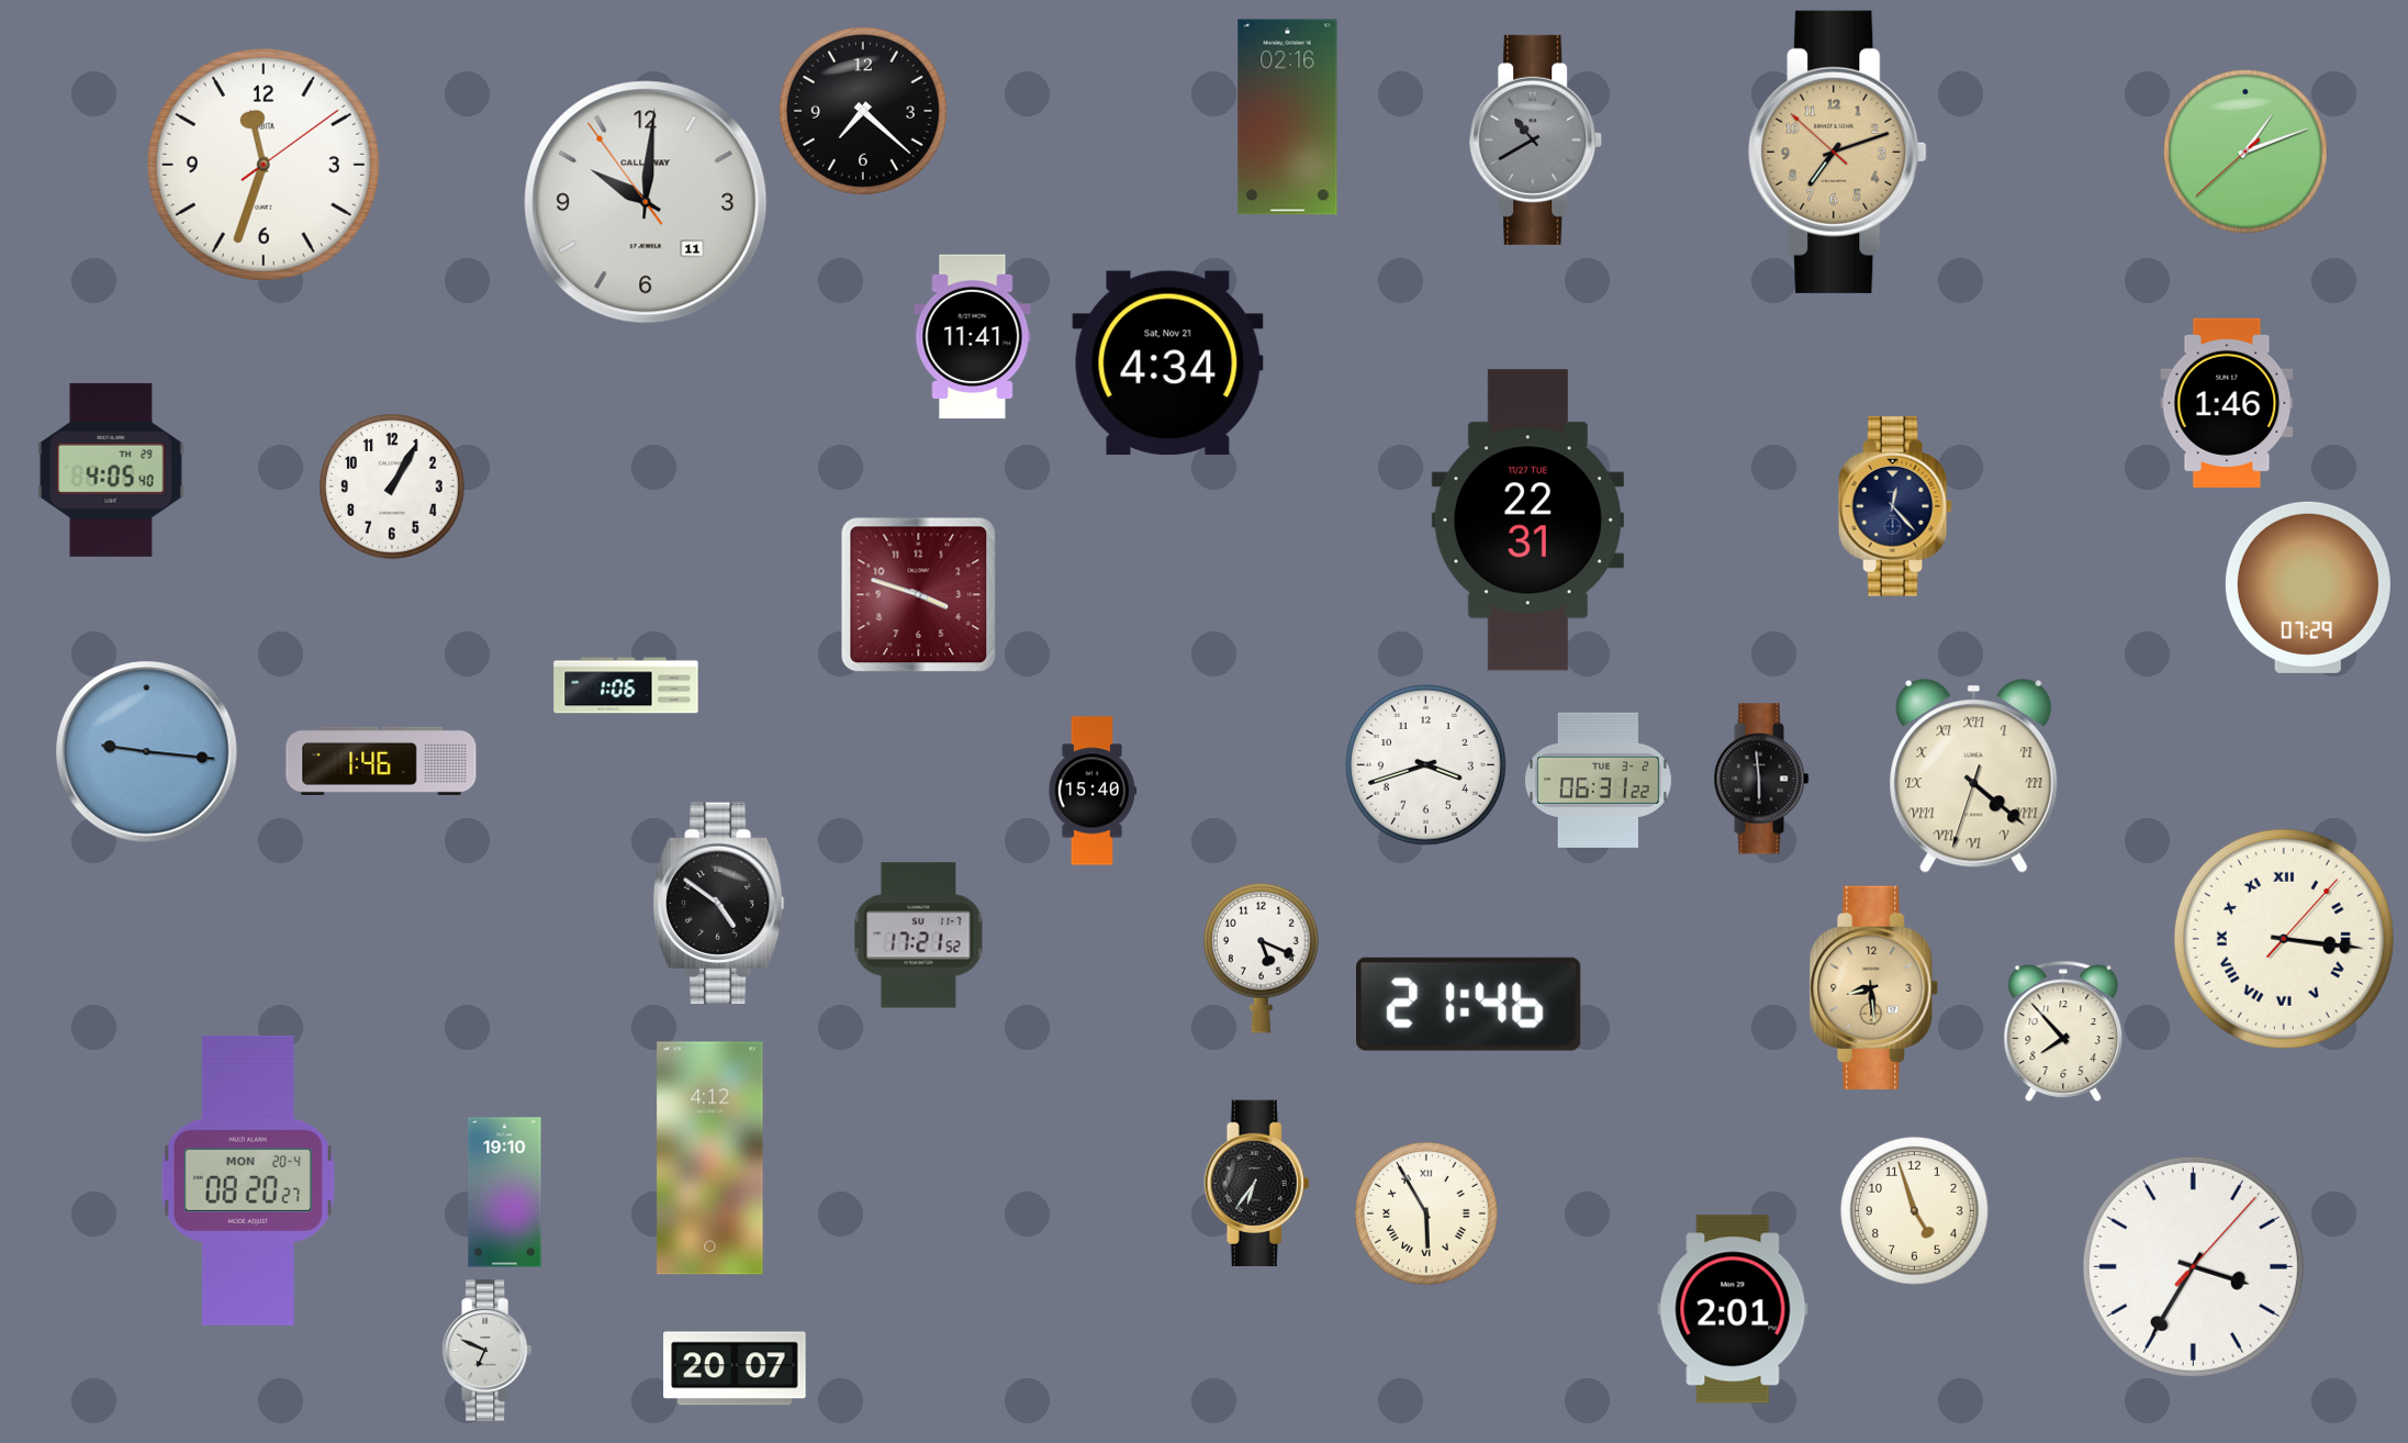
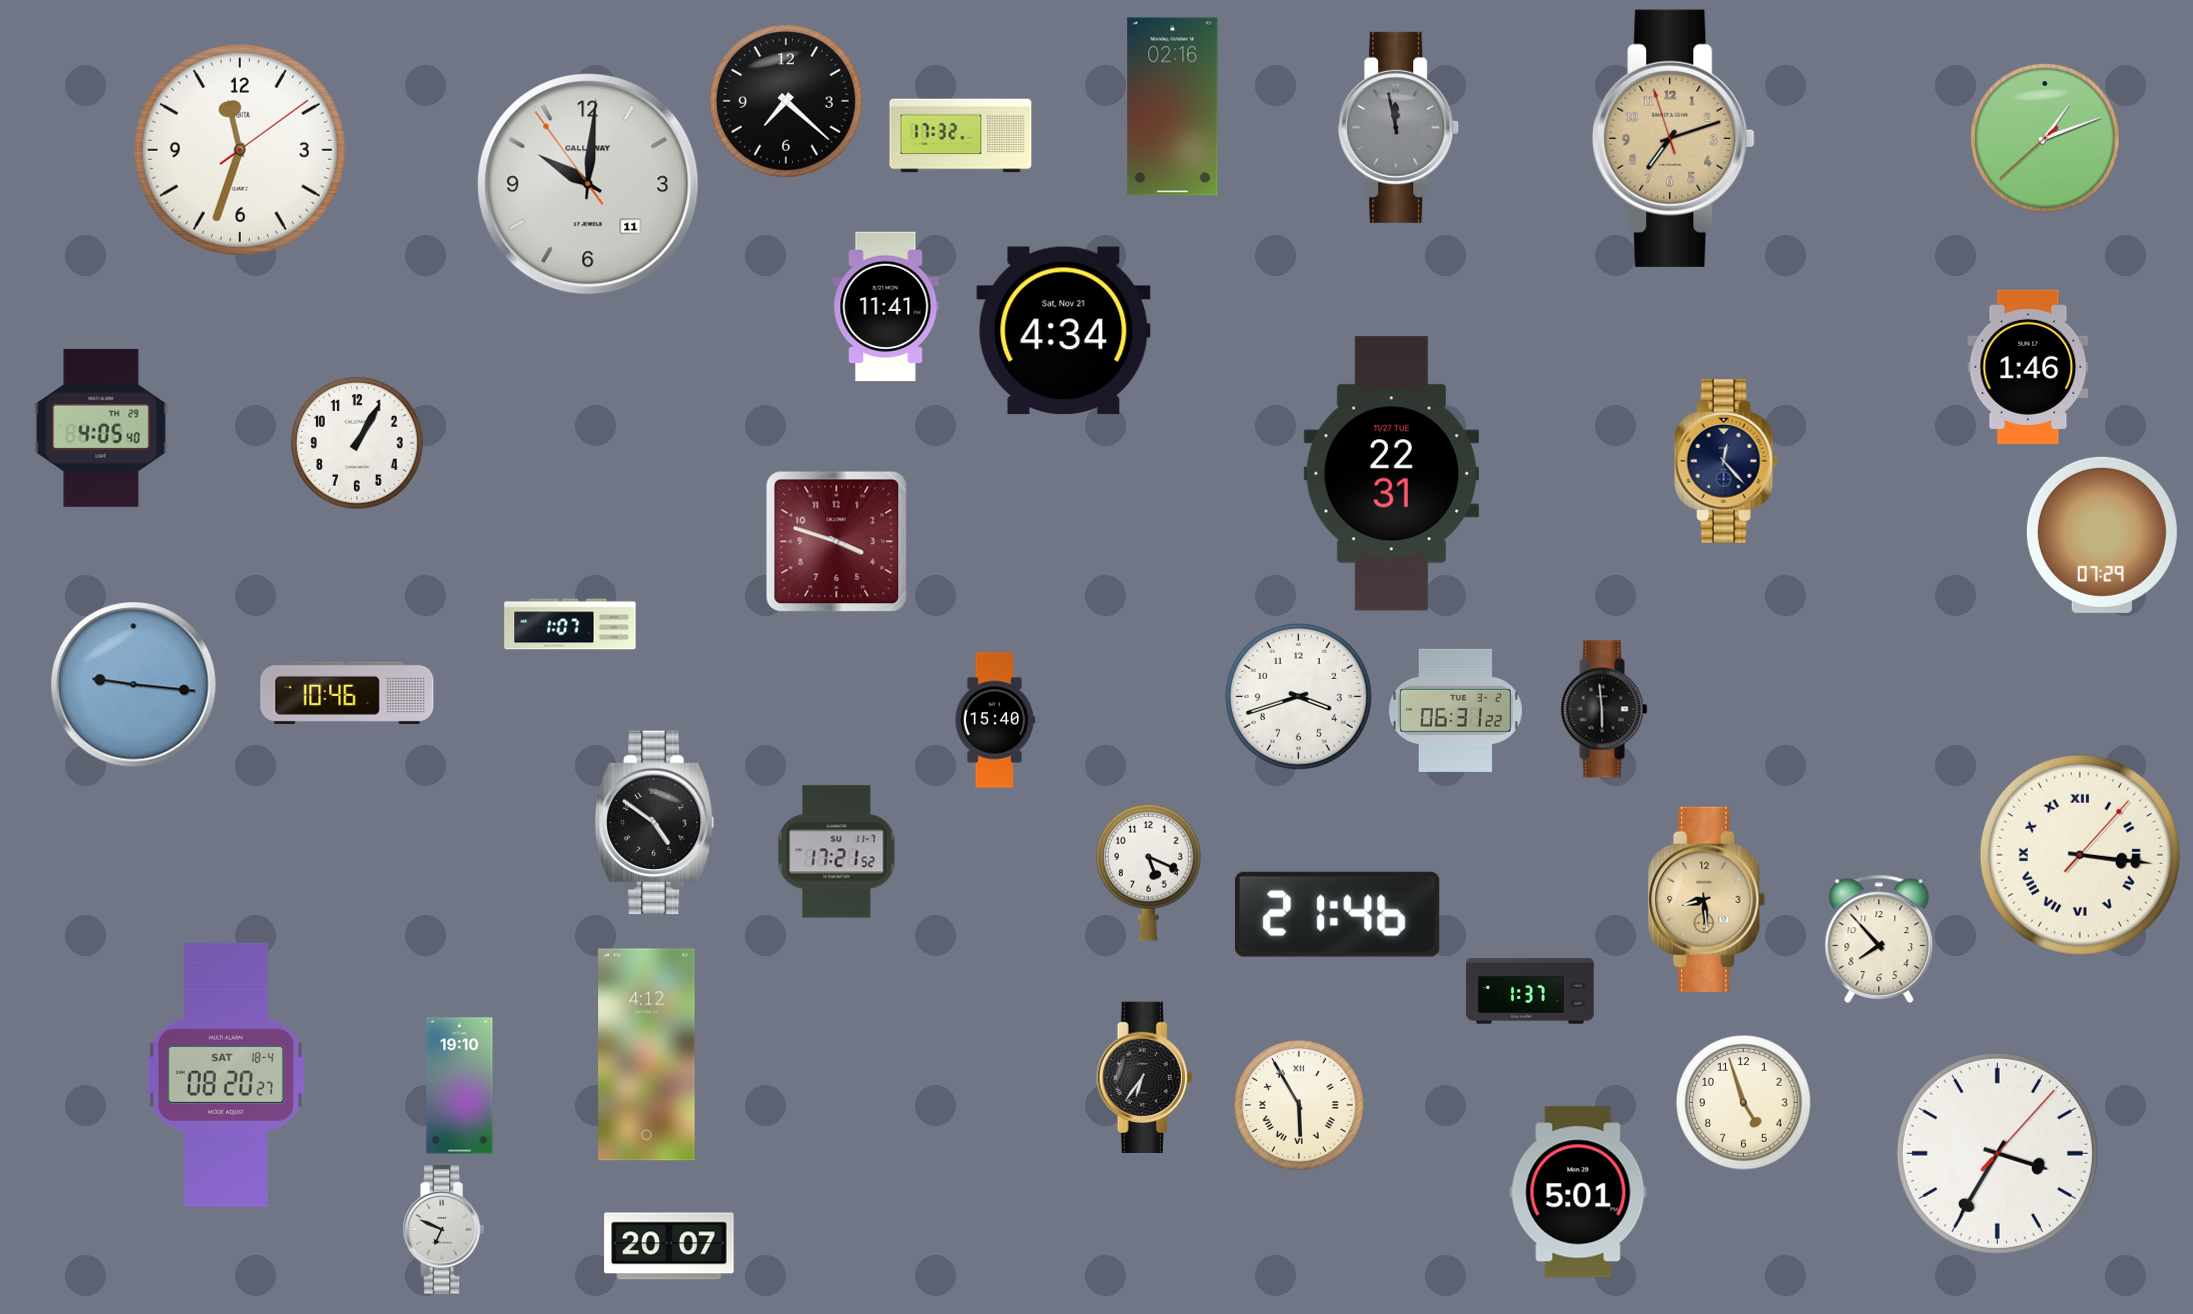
clock at (1536, 139): 10:40 -> 11:58
clock at (961, 136): none -> 17:32
clock at (1838, 152): 7:11:52 -> 7:11:57
clock at (626, 685): 1:06 -> 1:07
clock at (381, 761): 1:46 -> 10:46
clock at (1974, 776): 4:21 -> none
clock at (1530, 991): none -> 1:37
clock at (248, 1181) date: MON 20-4 -> SAT 18-4
clock at (1733, 1309): 2:01 -> 5:01
